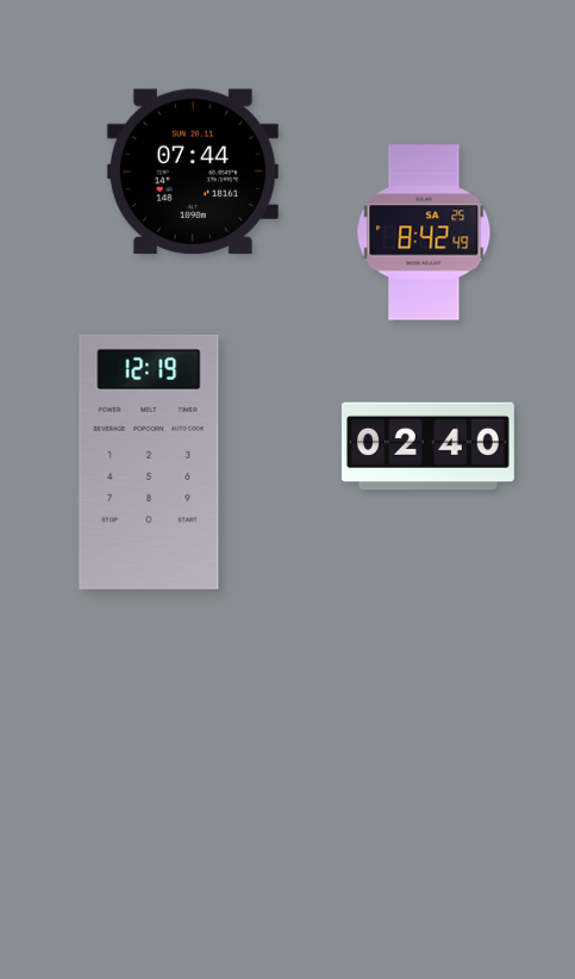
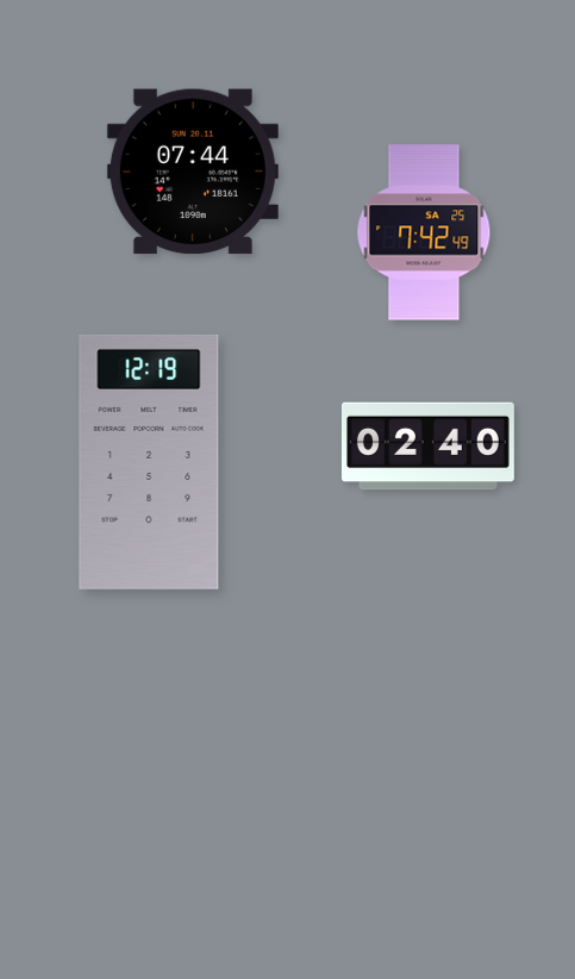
clock at (424, 232): 8:42 -> 7:42
